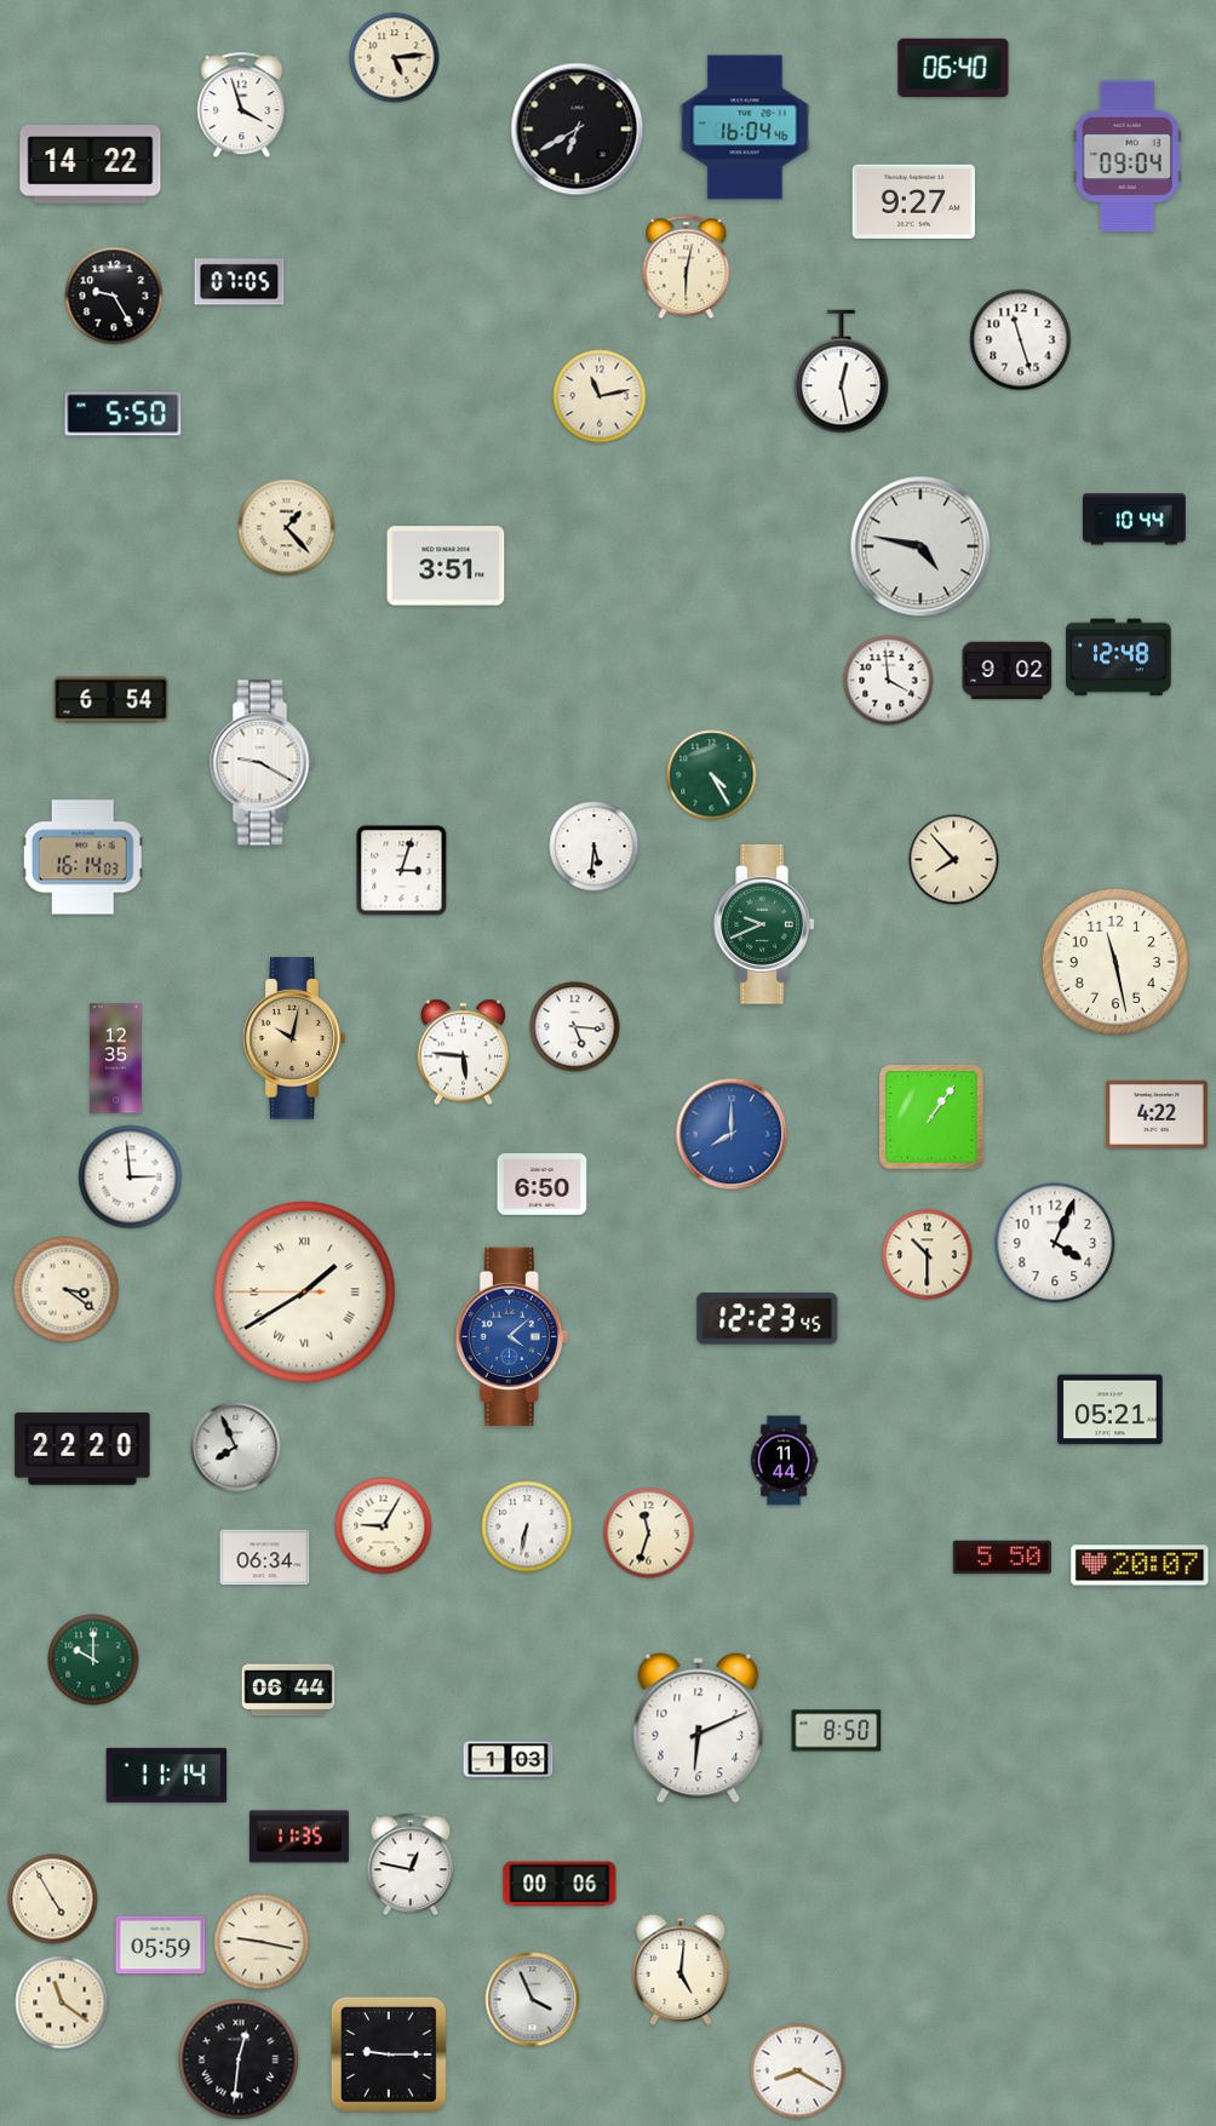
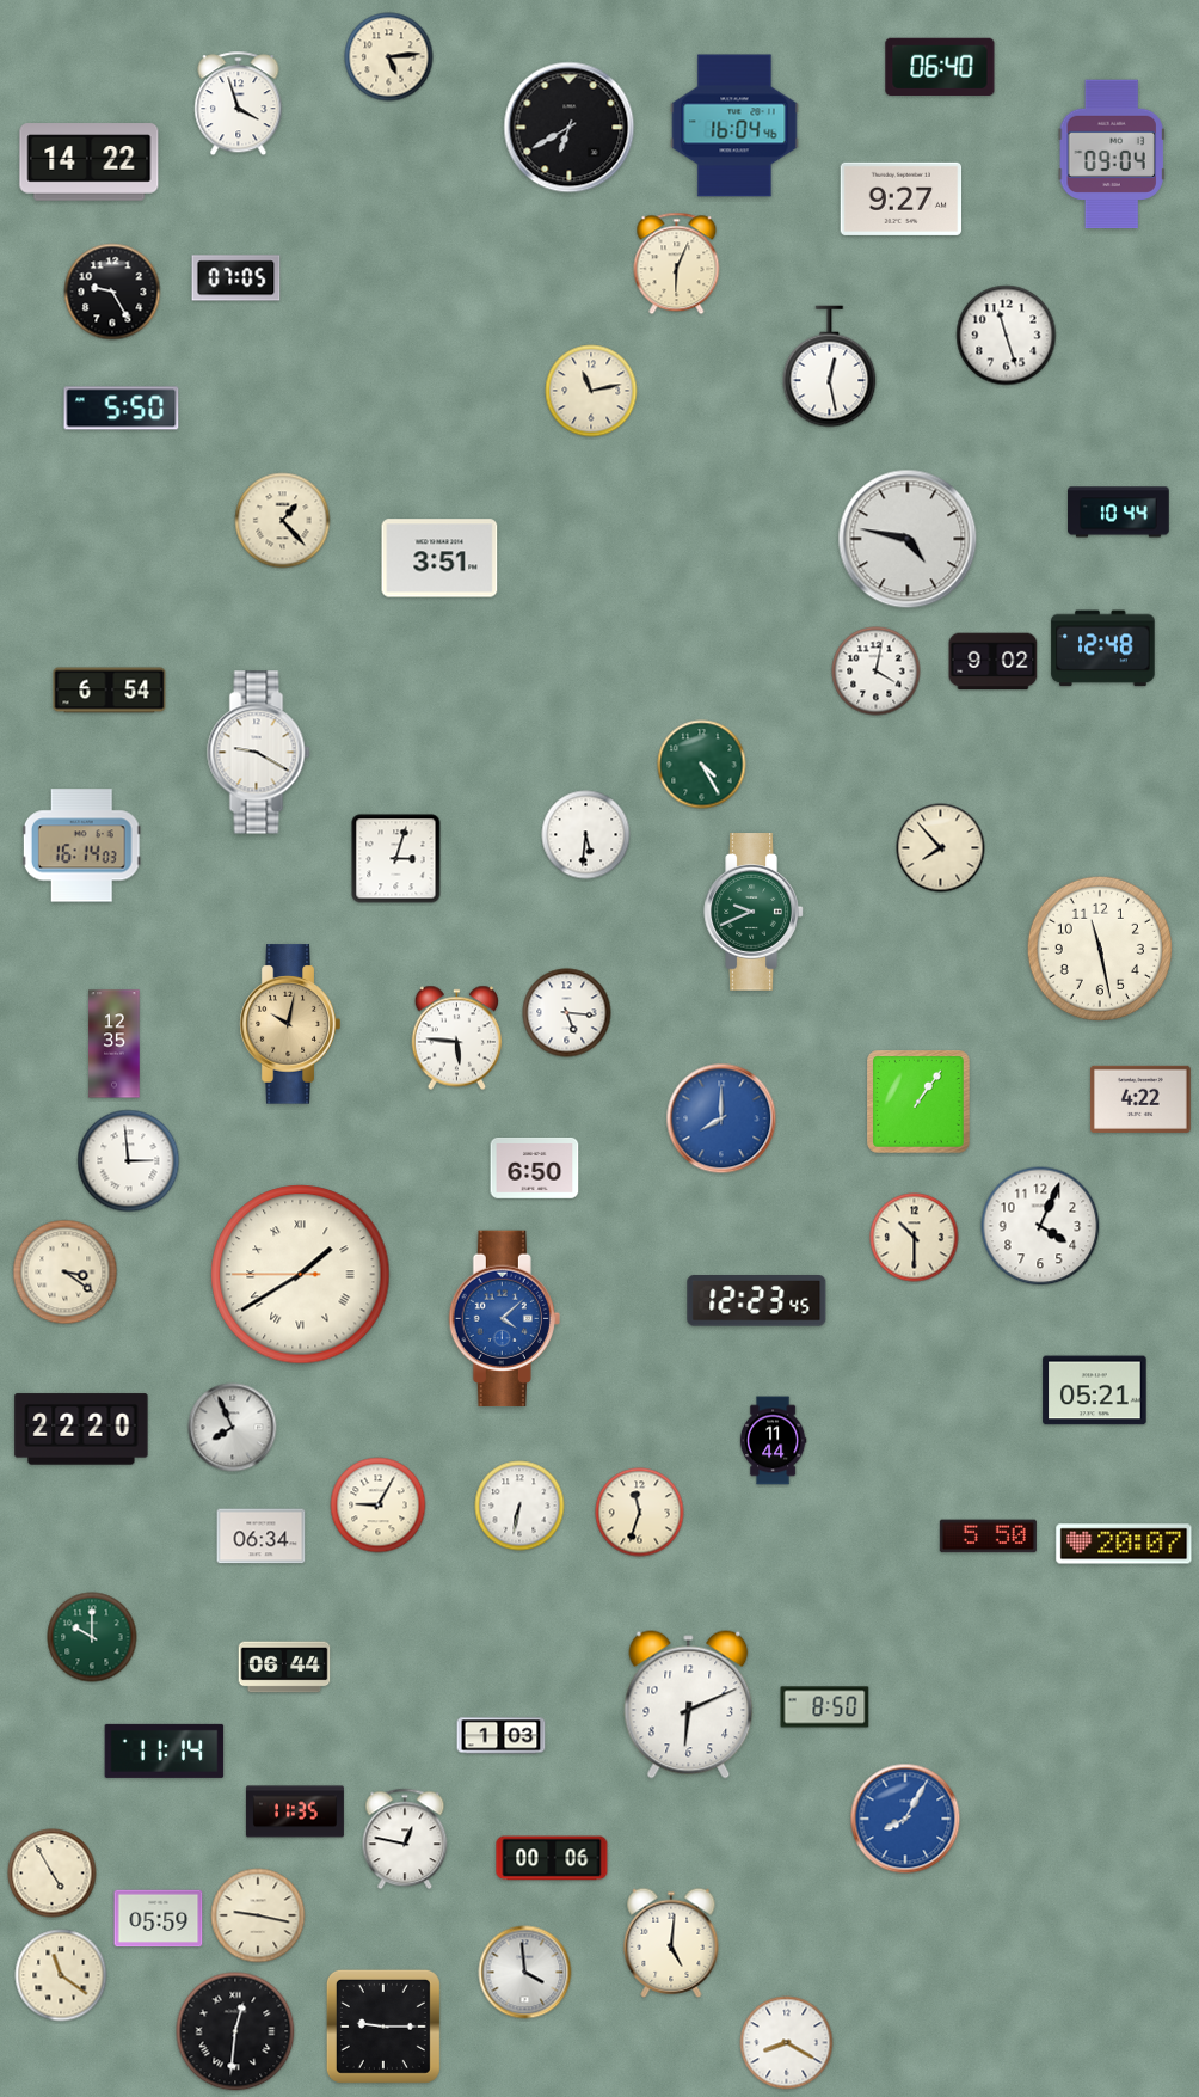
clock at (687, 268): 6:02 -> 6:04
clock at (889, 681): 3:59 -> 4:02
clock at (905, 1819): none -> 8:05
clock at (533, 2000): 3:56 -> 3:59
